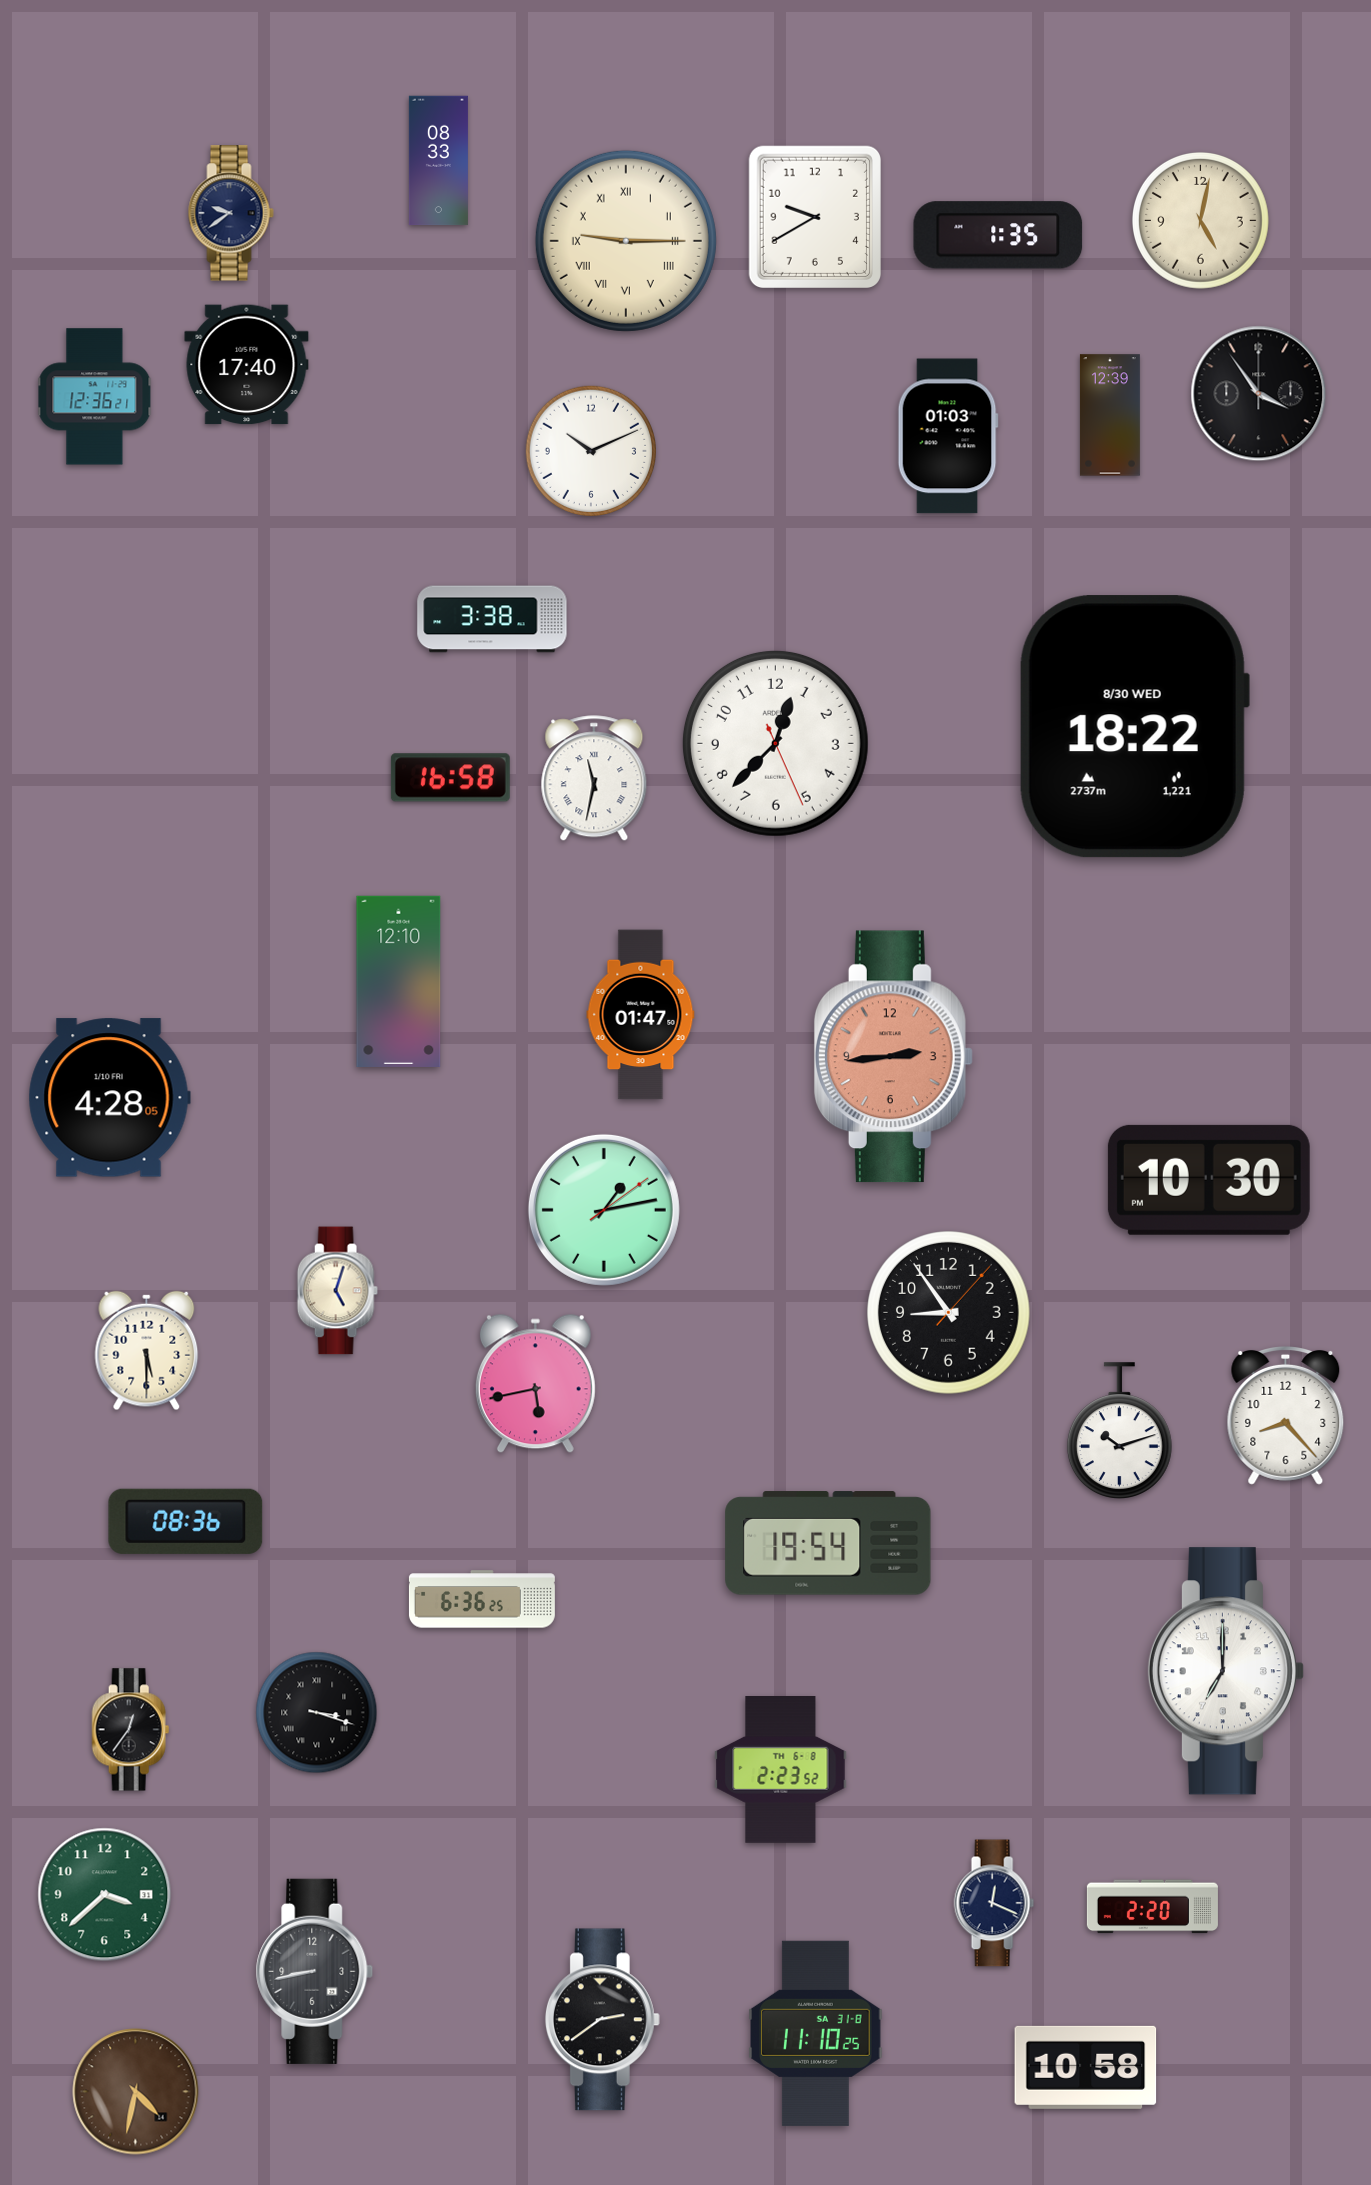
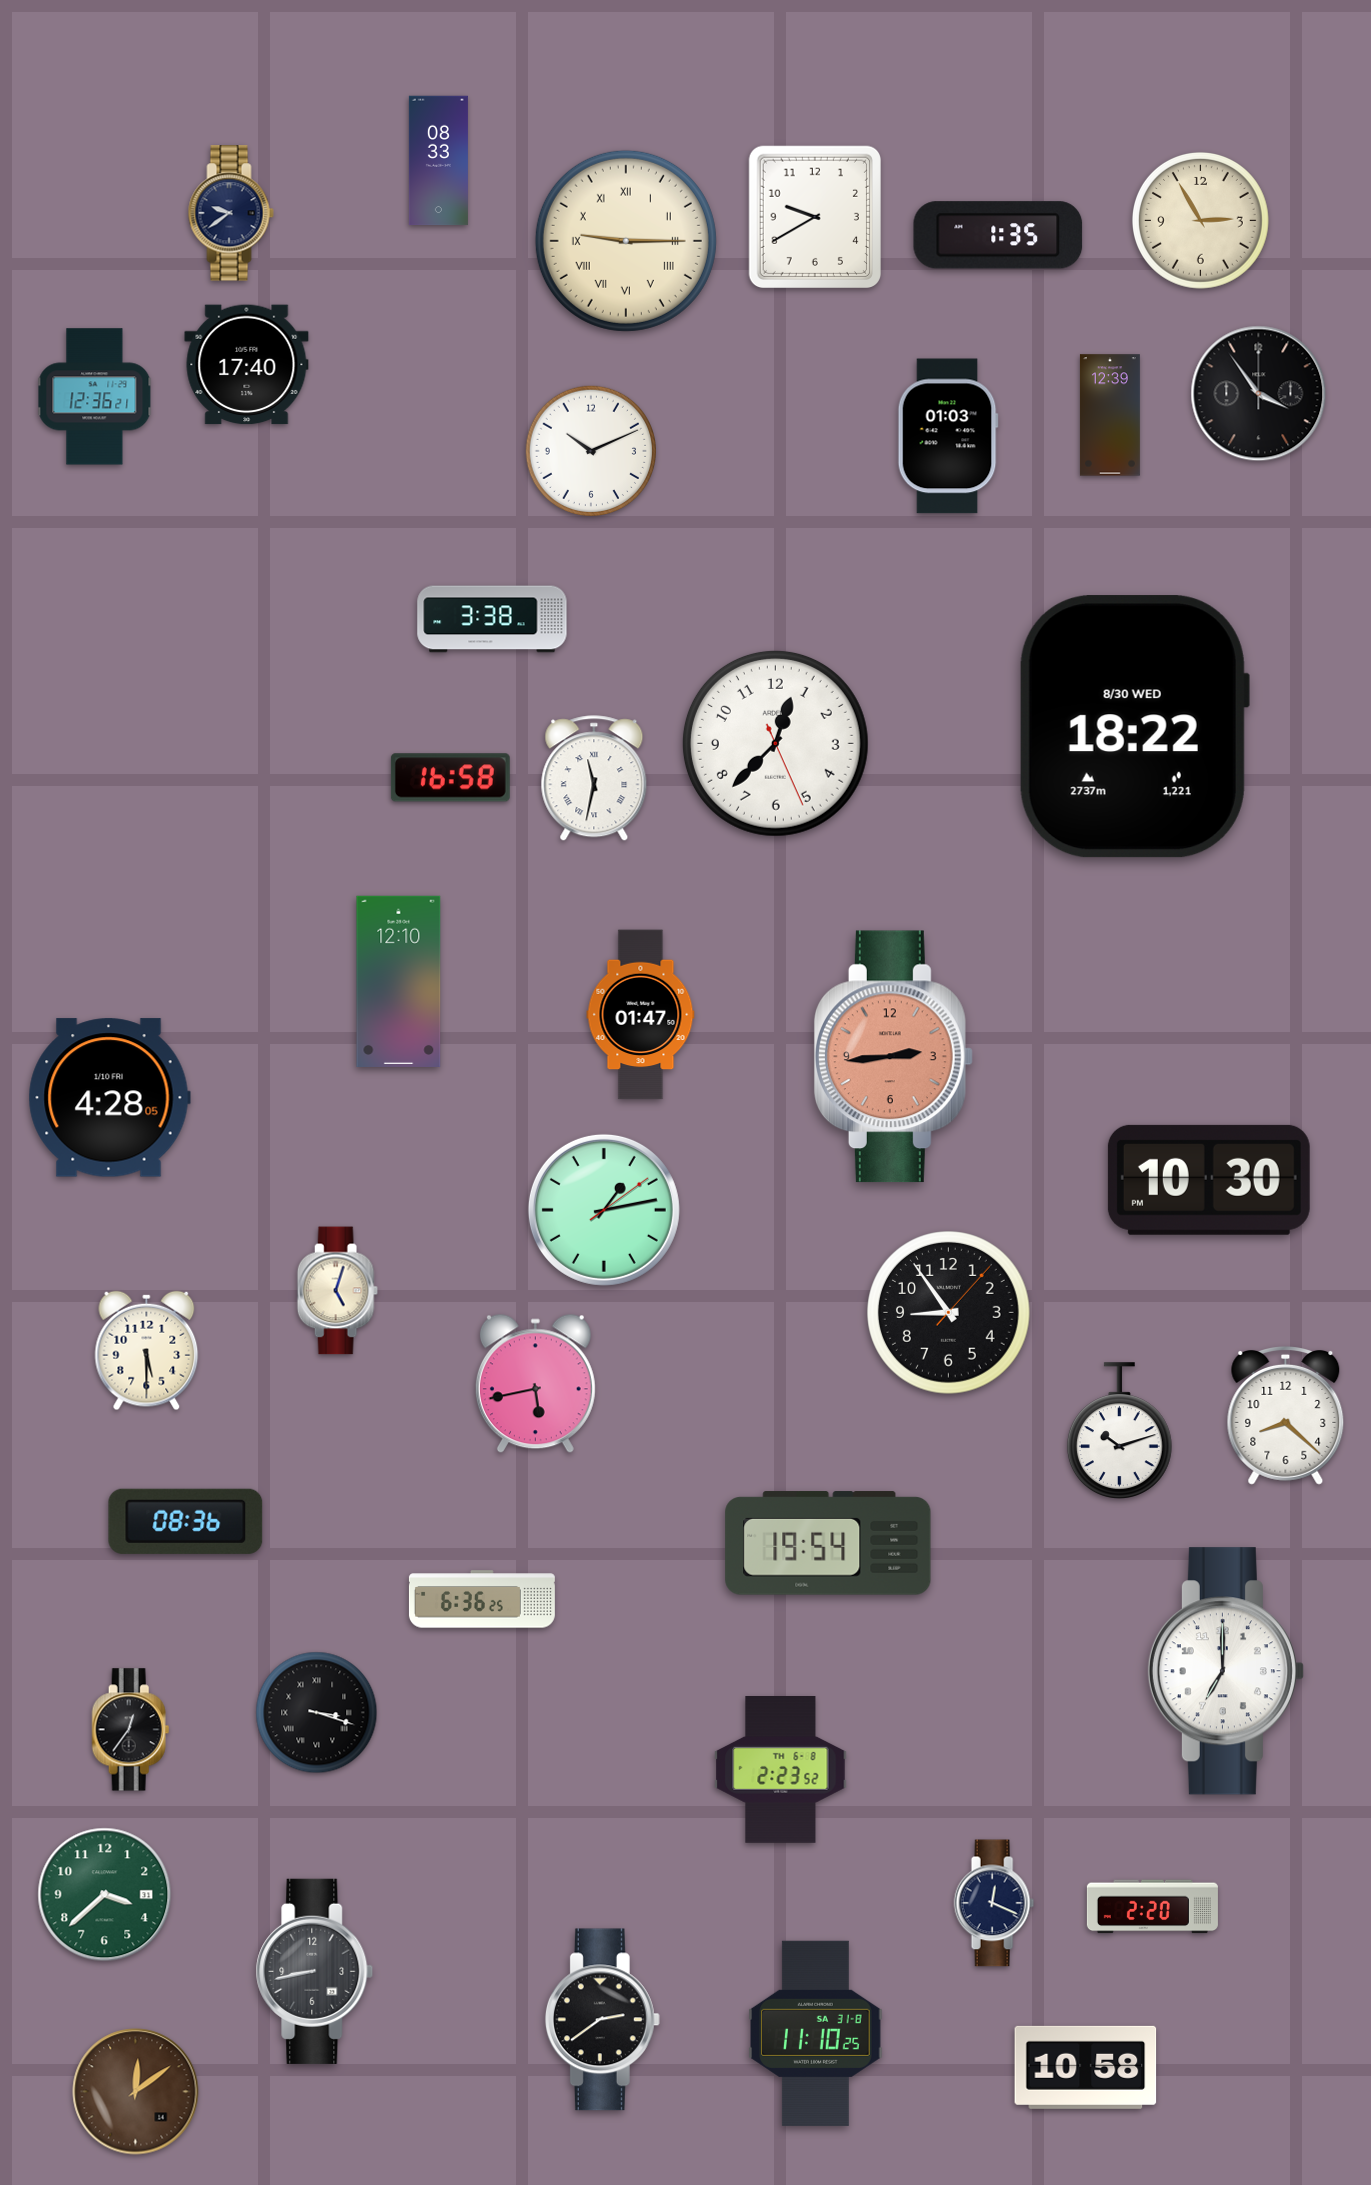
clock at (1200, 220): 5:02 -> 2:55
clock at (1286, 1415): 8:23 -> 8:22
clock at (136, 2092): 4:32 -> 12:09
